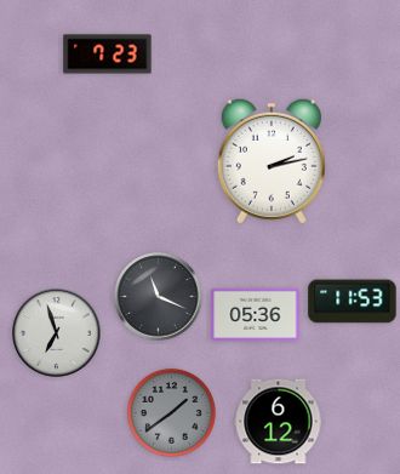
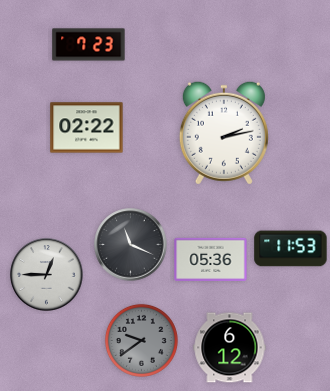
clock at (87, 128): none -> 02:22
clock at (57, 333): 6:57 -> 12:45
clock at (171, 412): 1:39 -> 9:39
